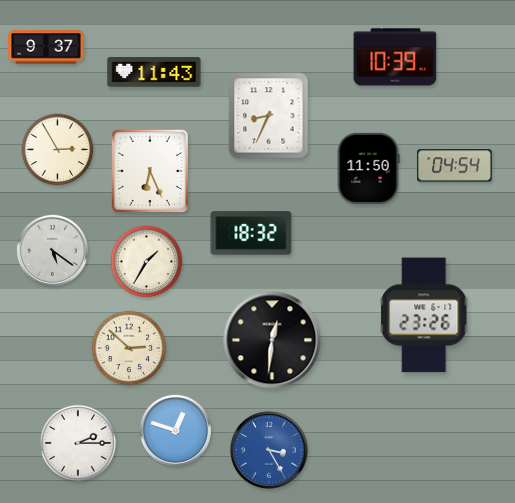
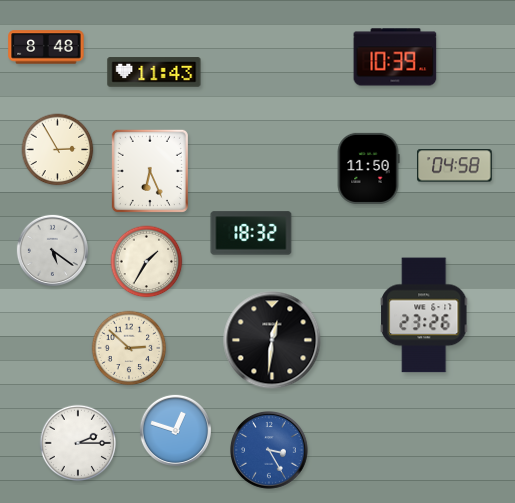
clock at (46, 47): 9:37 -> 8:48
clock at (269, 116): 8:34 -> none
clock at (455, 166): 04:54 -> 04:58
